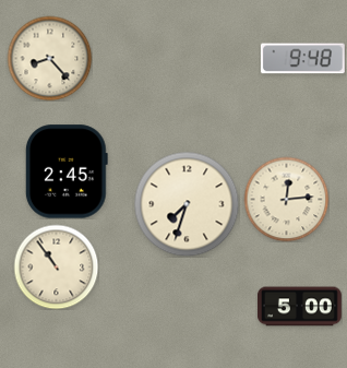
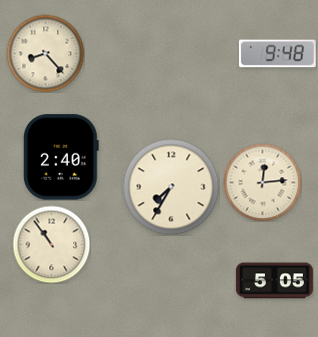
clock at (67, 171): 2:45 -> 2:40
clock at (187, 204): 7:33 -> 7:35
clock at (299, 307): 5:00 -> 5:05
